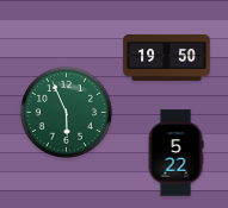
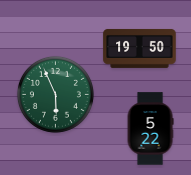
clock at (175, 153) position: (175, 153) -> (150, 129)
